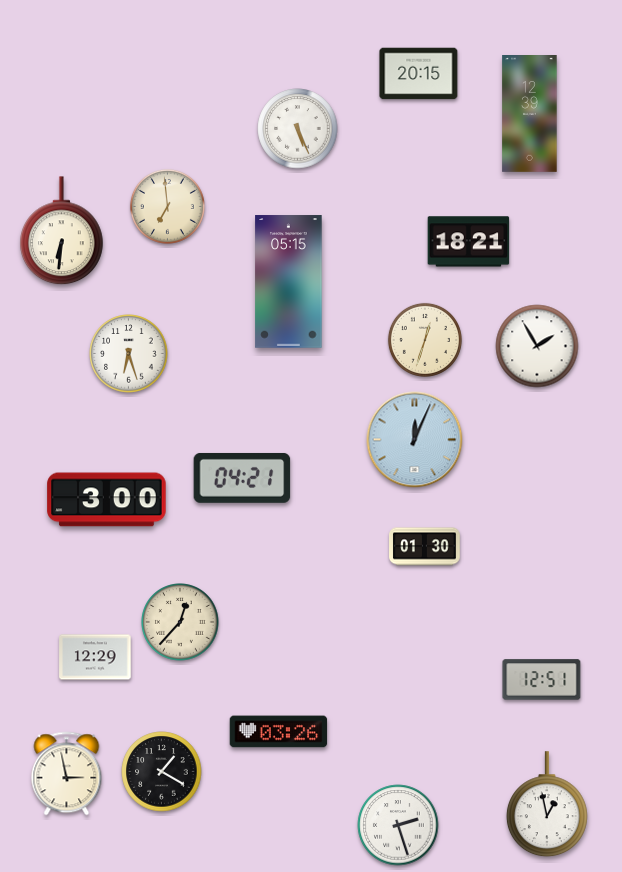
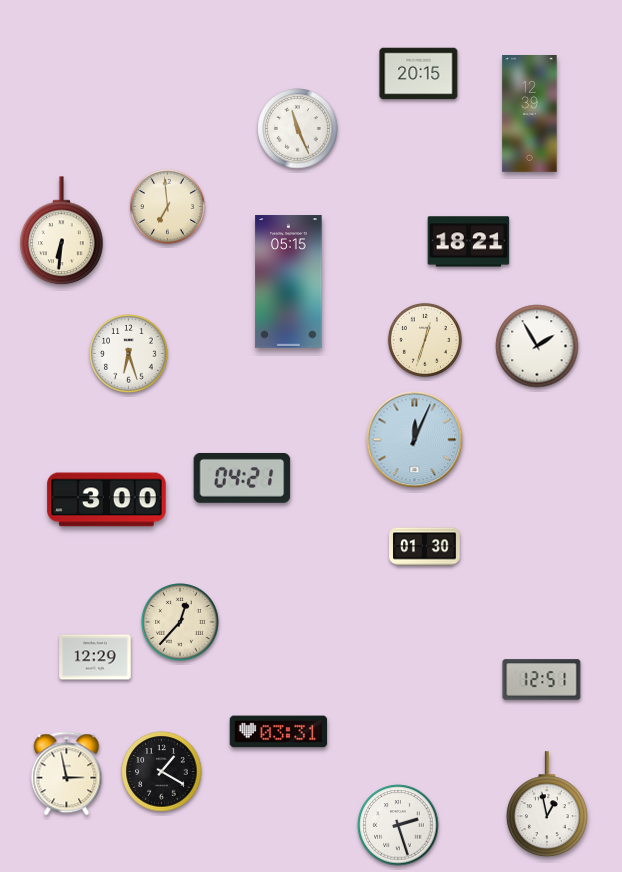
clock at (298, 129): 5:26 -> 11:26
clock at (279, 732): 03:26 -> 03:31
